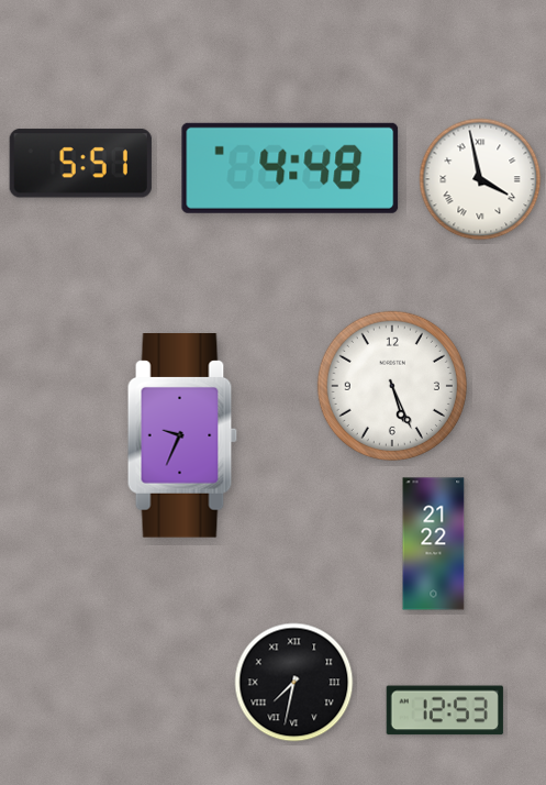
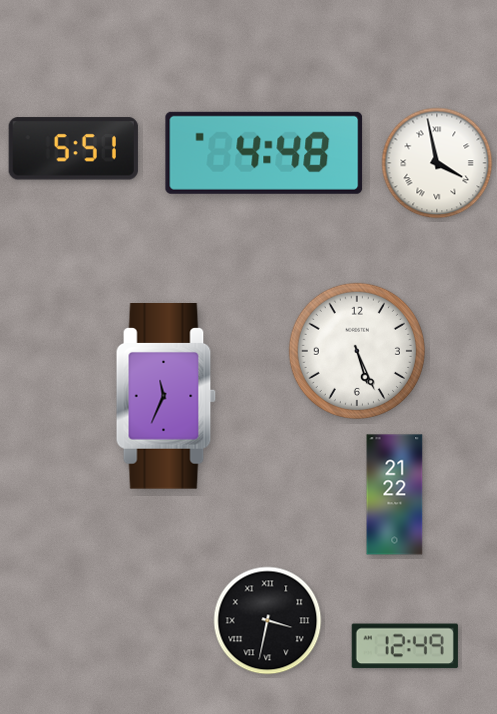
clock at (182, 435): 9:34 -> 11:34
clock at (294, 683): 7:32 -> 3:32
clock at (445, 710): 12:53 -> 12:49
